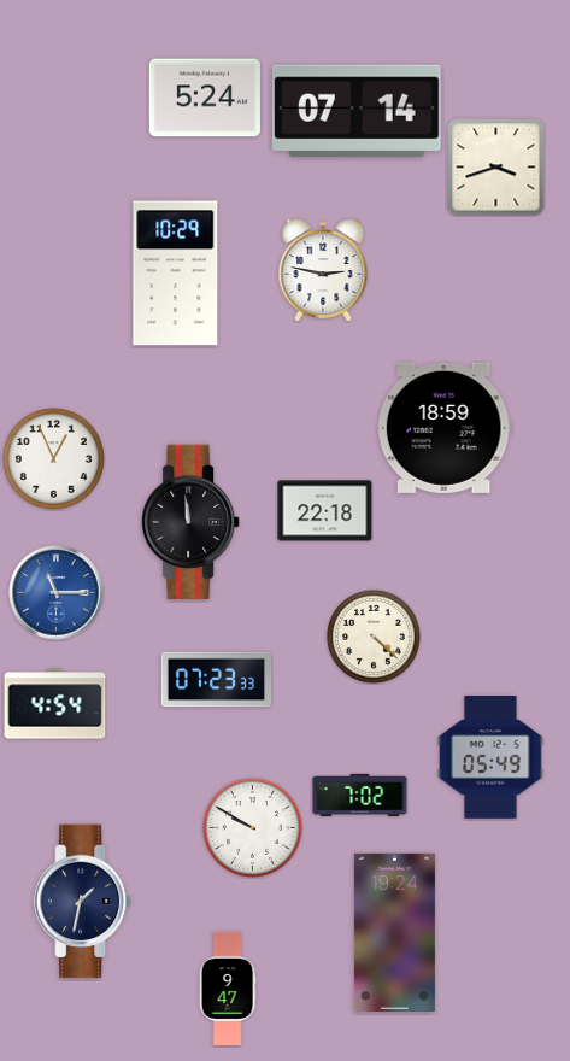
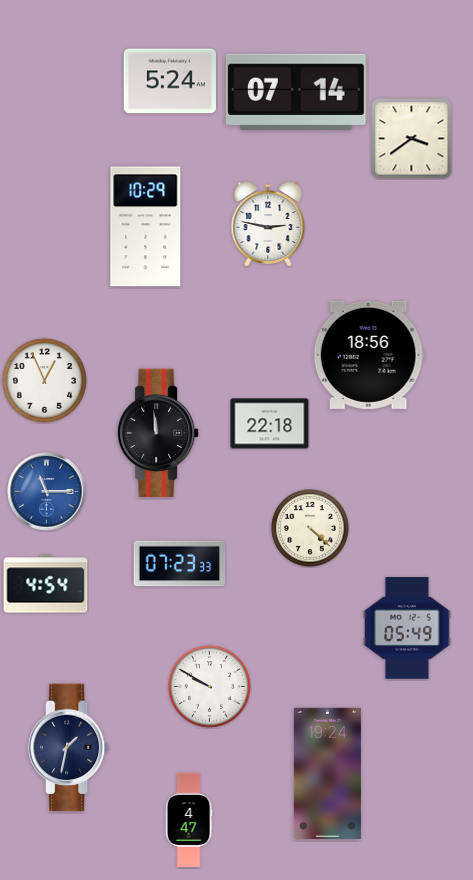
clock at (496, 168): 3:42 -> 3:39
clock at (445, 428): 18:59 -> 18:56
clock at (360, 795): 7:02 -> none
clock at (228, 989): 9:47 -> 4:47
